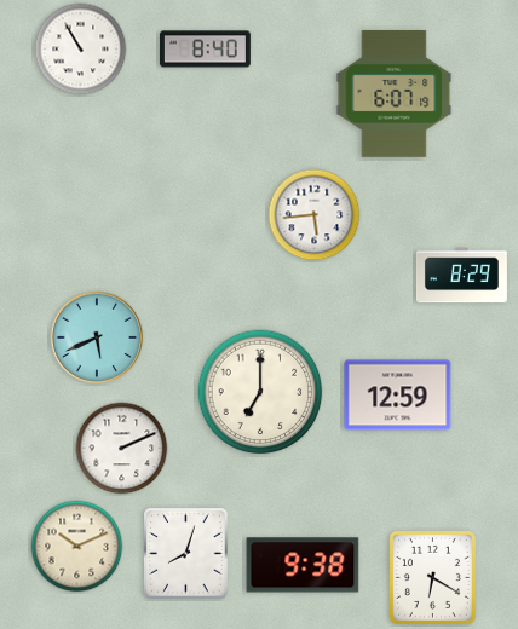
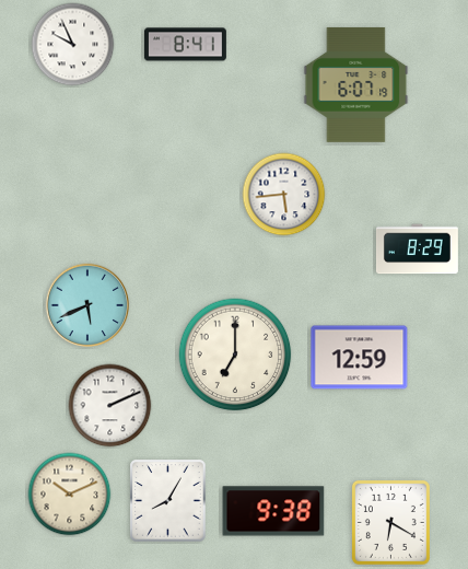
clock at (81, 50): 10:55 -> 9:56
clock at (205, 50): 8:40 -> 8:41
clock at (186, 554): 8:03 -> 8:05
